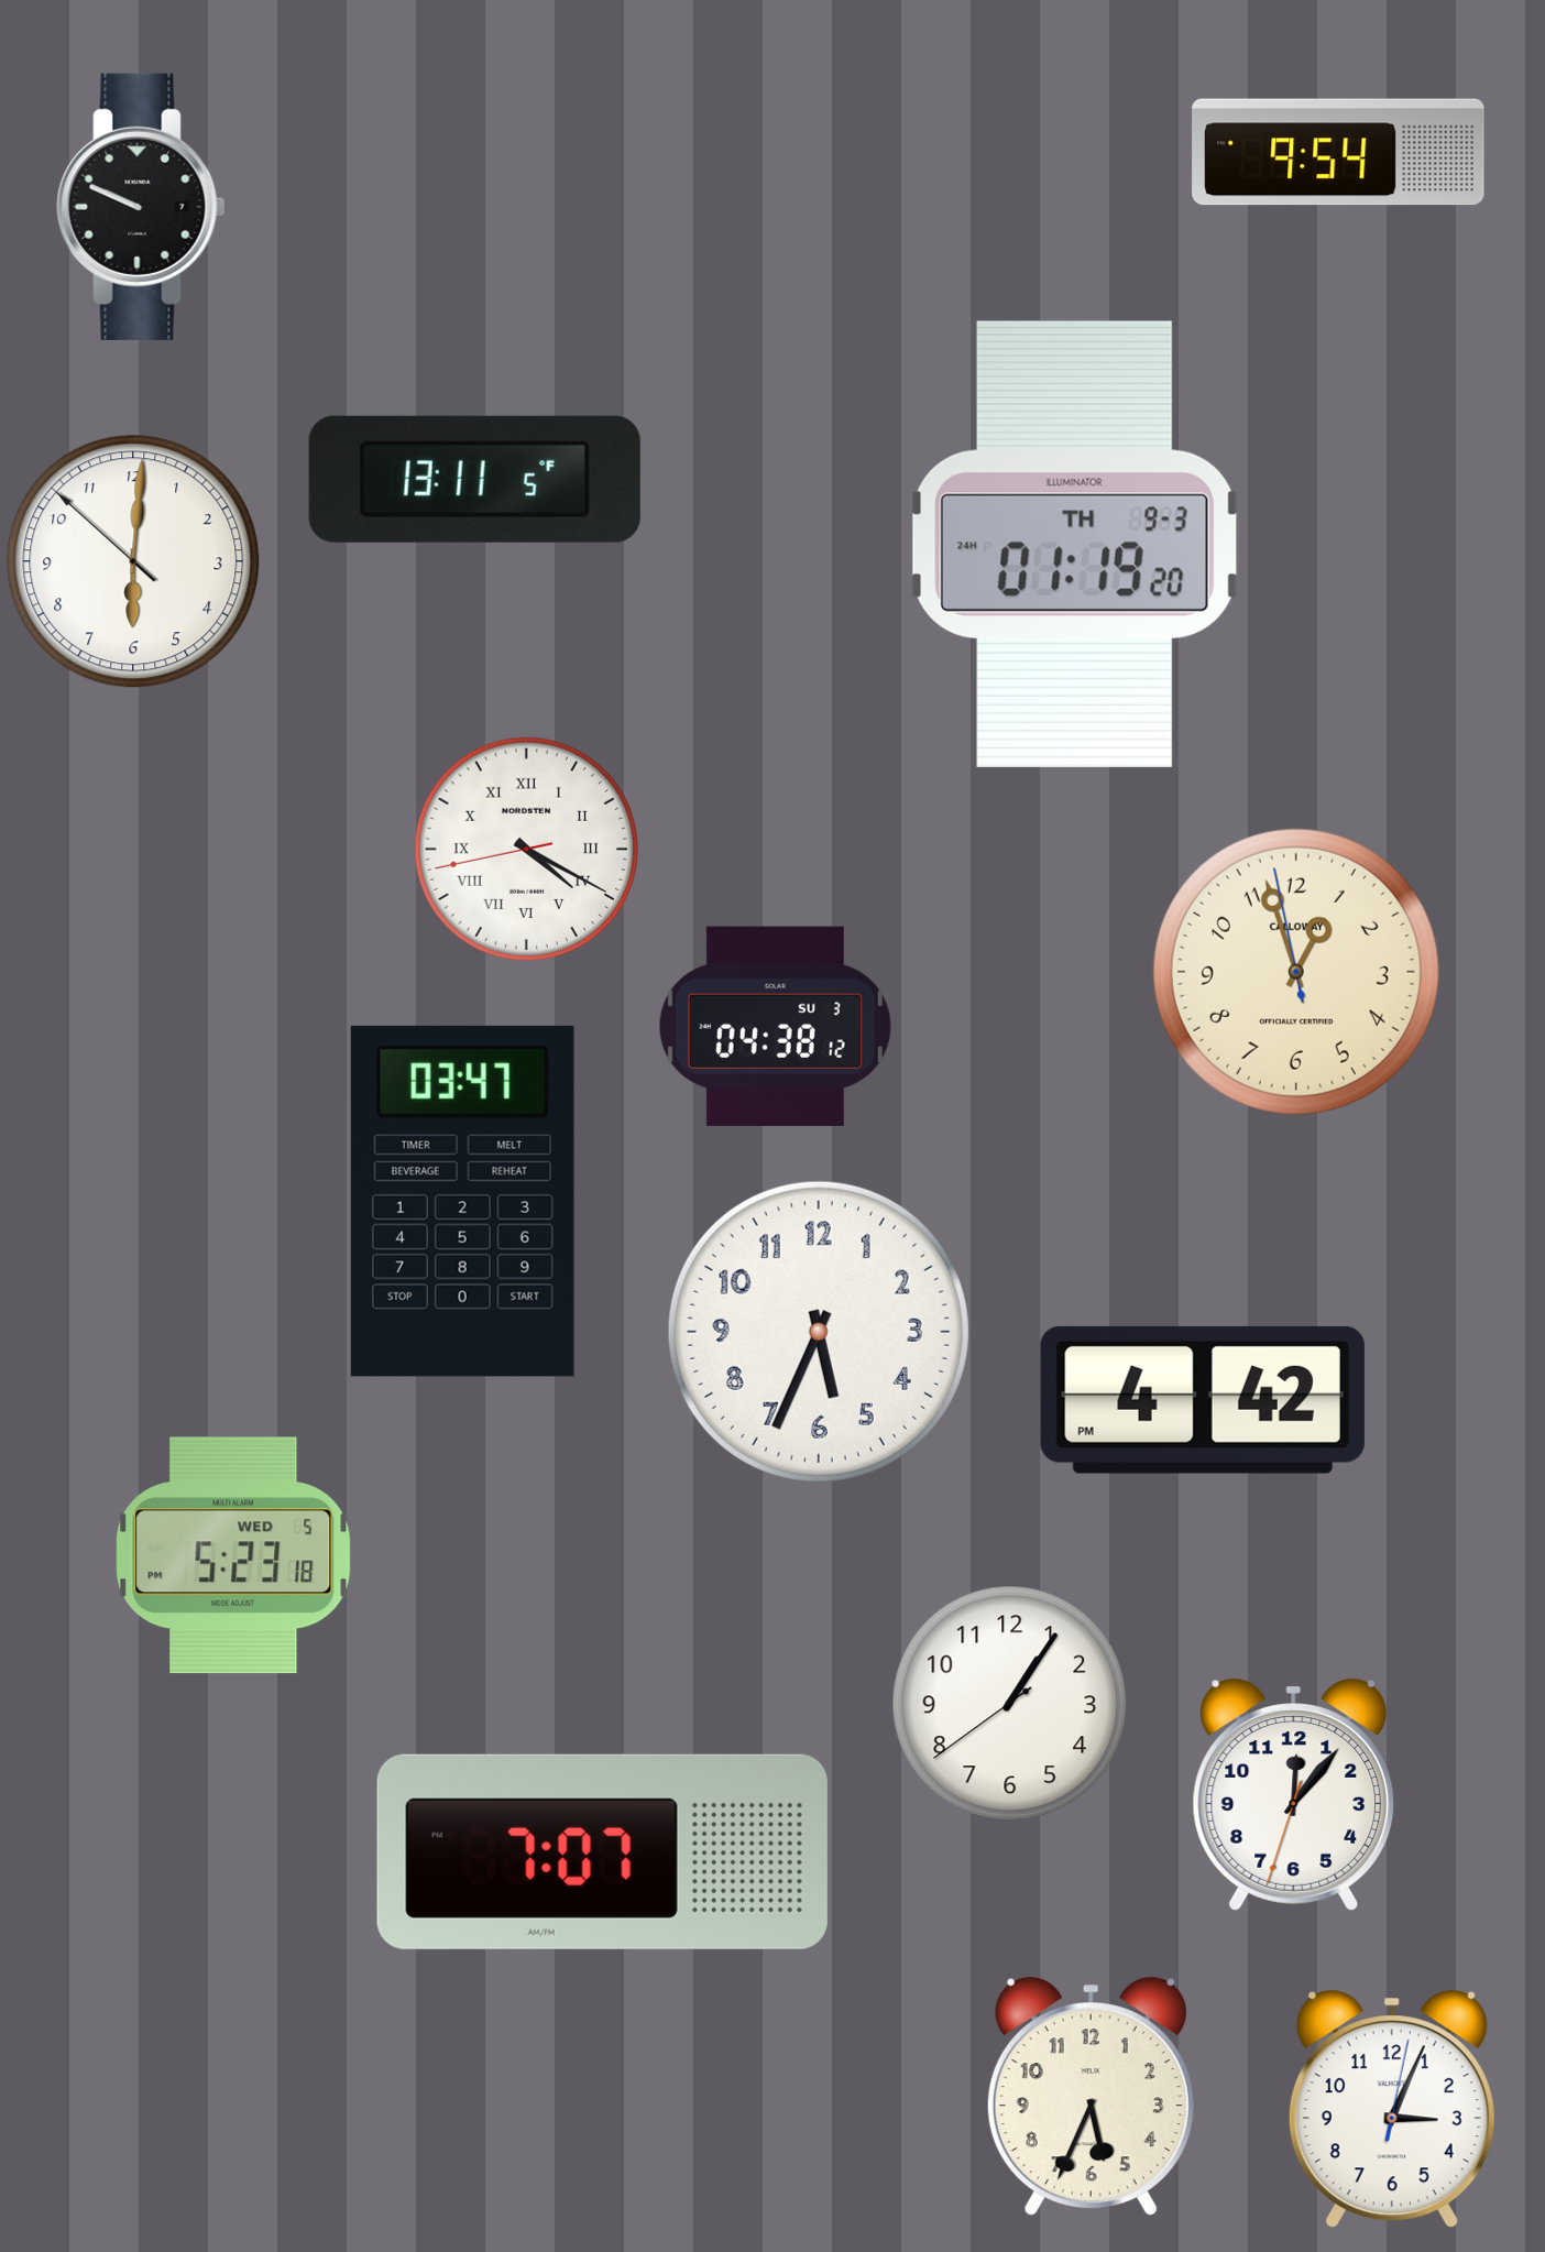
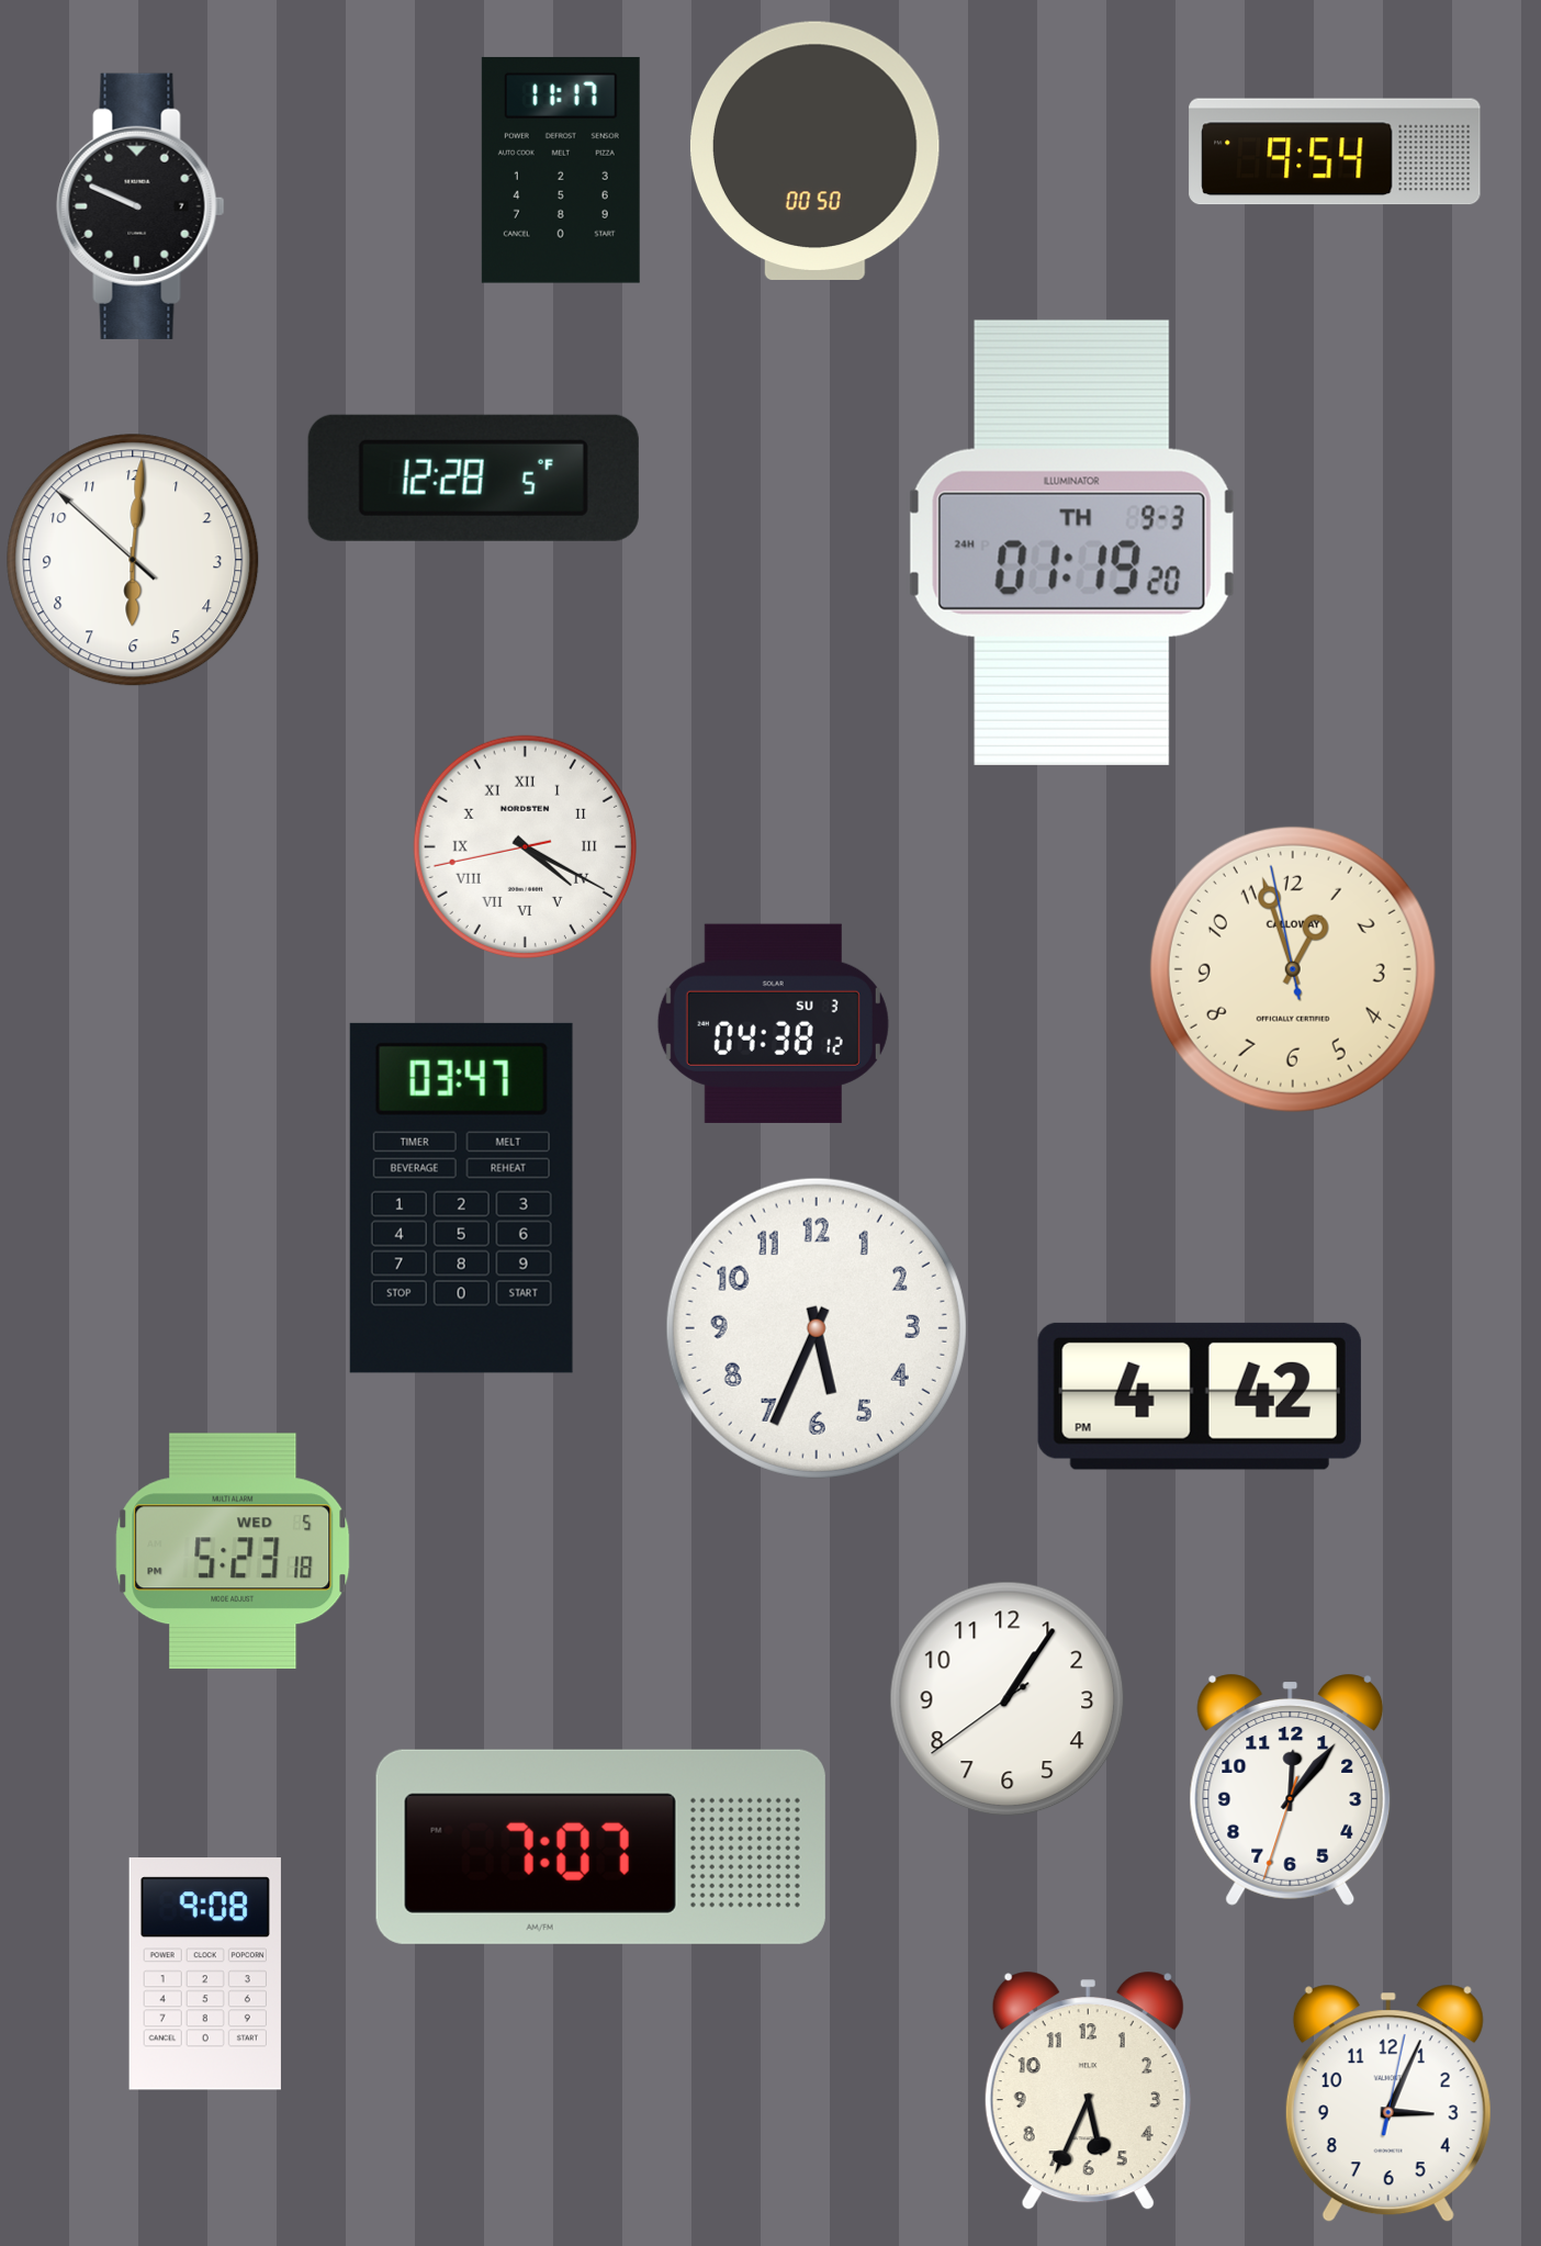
clock at (814, 150): none -> 00:50
clock at (561, 170): none -> 11:17
clock at (474, 479): 13:11 -> 12:28
clock at (205, 1974): none -> 9:08
